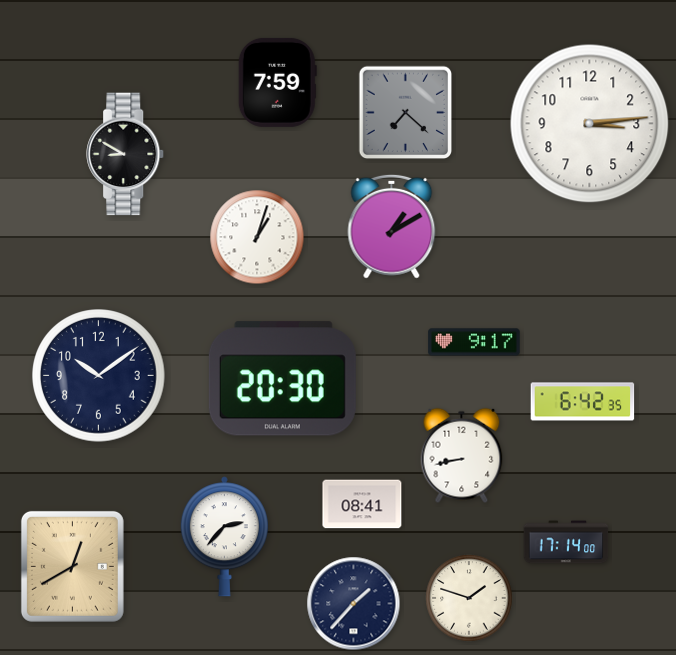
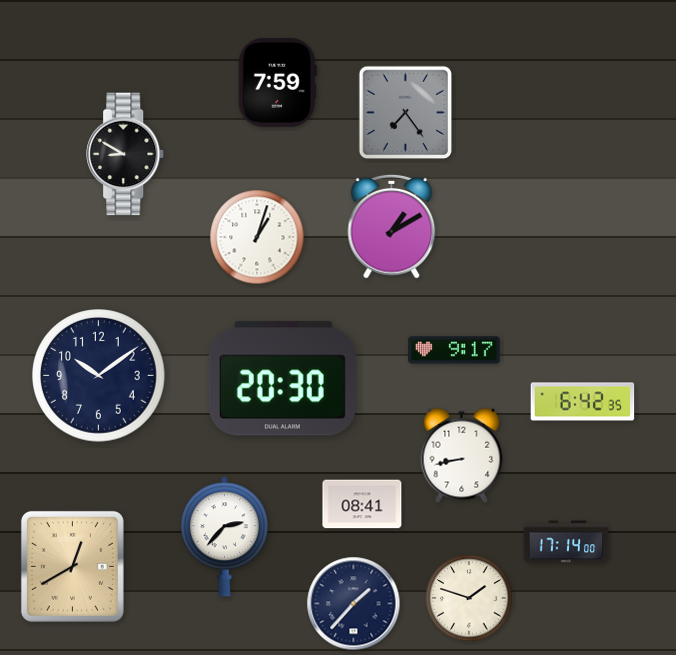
clock at (406, 113): 7:22 -> 7:24
clock at (590, 124): 3:14 -> none
clock at (474, 342) position: (474, 342) -> (454, 350)
